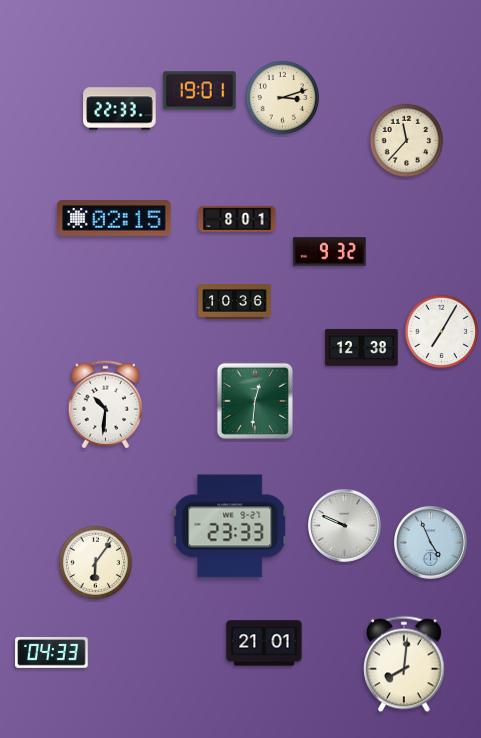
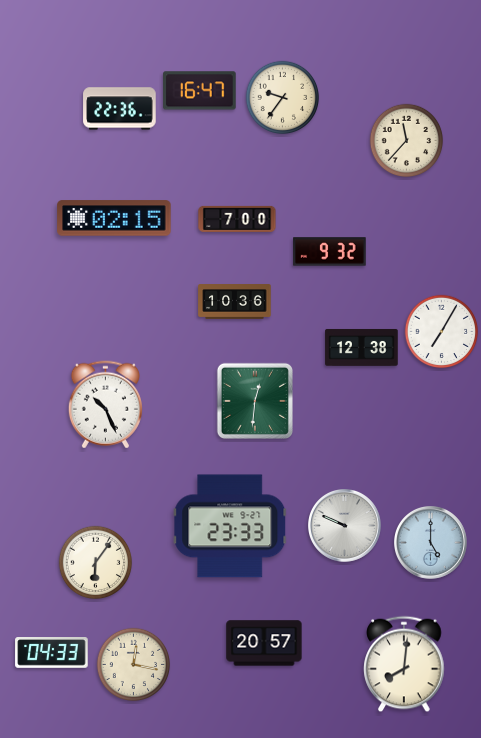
clock at (200, 91): 19:01 -> 16:47
clock at (283, 98): 3:12 -> 9:36
clock at (120, 109): 22:33 -> 22:36
clock at (237, 219): 8:01 -> 7:00
clock at (105, 405): 10:31 -> 10:26
clock at (431, 543): 4:56 -> 5:00
clock at (264, 643): 21:01 -> 20:57
clock at (134, 665): none -> 12:17
